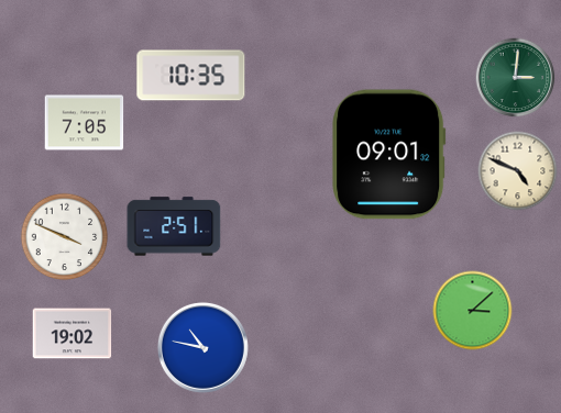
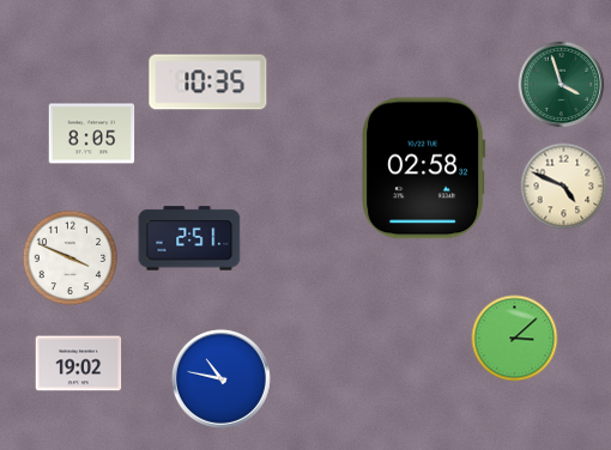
clock at (516, 78): 3:01 -> 3:57
clock at (85, 123): 7:05 -> 8:05
clock at (389, 155): 09:01 -> 02:58
clock at (174, 226) position: (174, 226) -> (189, 238)
